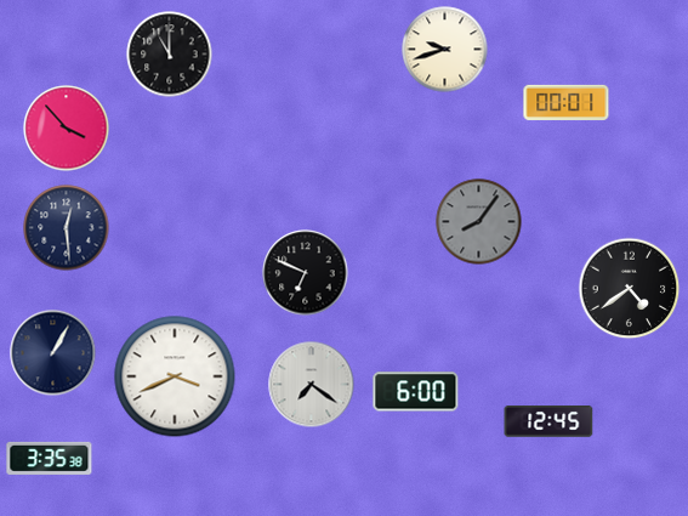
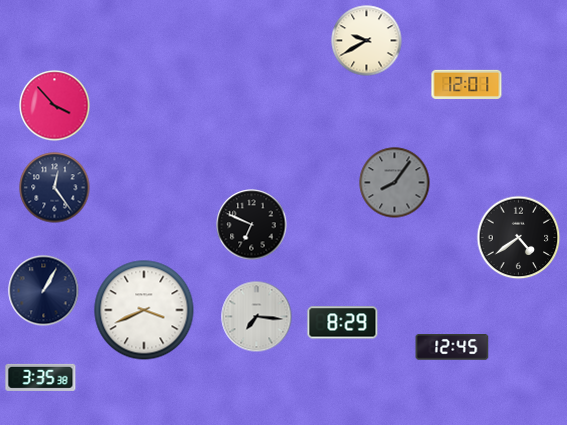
clock at (445, 50): 9:42 -> 9:40
clock at (170, 55): 11:00 -> none
clock at (567, 102): 00:01 -> 12:01
clock at (67, 228): 12:29 -> 12:24
clock at (312, 385): 7:21 -> 7:16
clock at (416, 392): 6:00 -> 8:29
